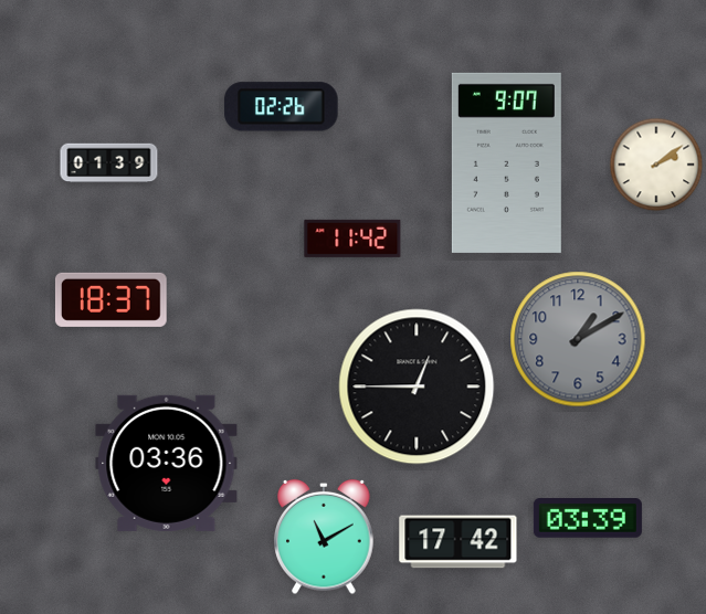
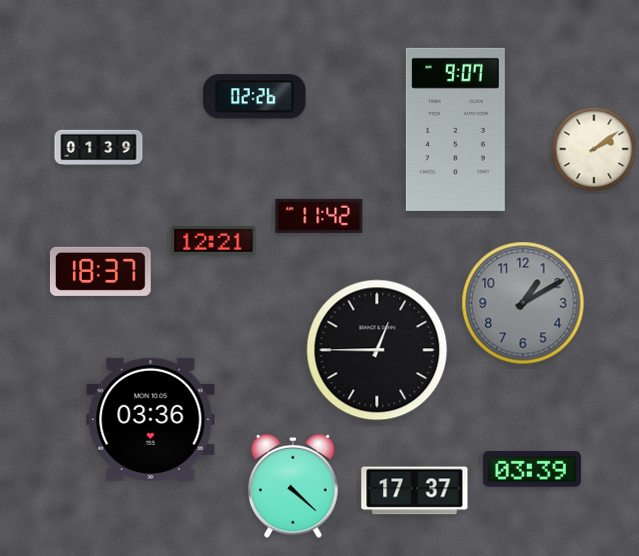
clock at (506, 162) position: (506, 162) -> (455, 129)
clock at (214, 241): none -> 12:21
clock at (578, 339) position: (578, 339) -> (523, 303)
clock at (324, 537): 11:10 -> 4:22
clock at (459, 542): 17:42 -> 17:37
